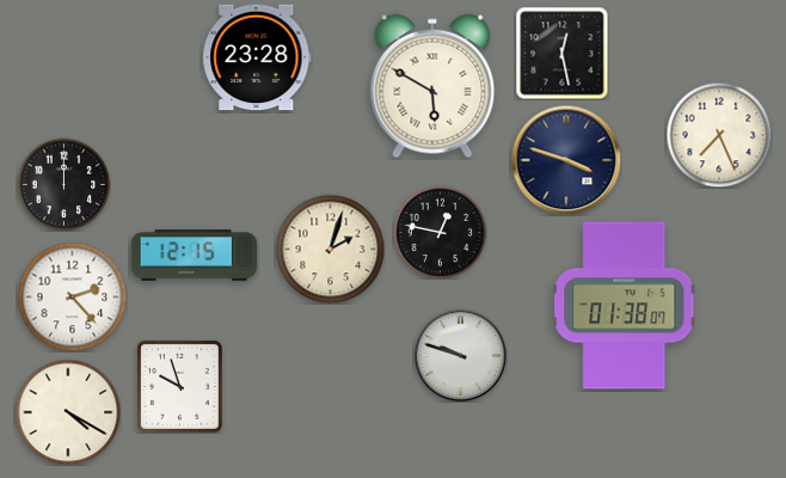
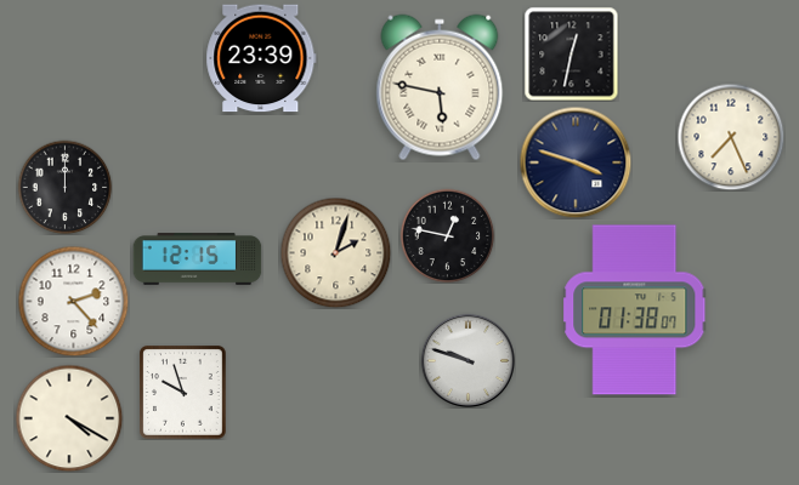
clock at (561, 53): 12:28 -> 12:32
clock at (257, 57): 23:28 -> 23:39
clock at (432, 86): 5:50 -> 5:47
